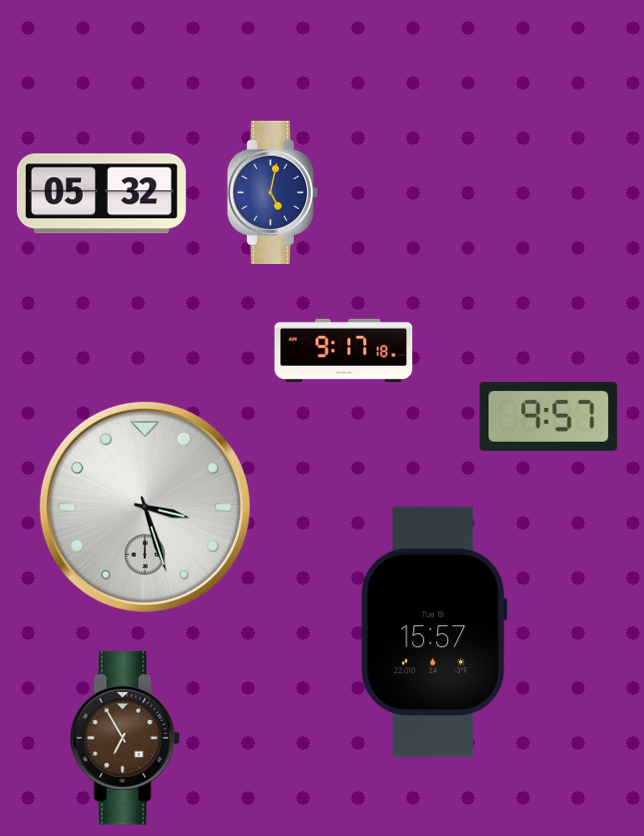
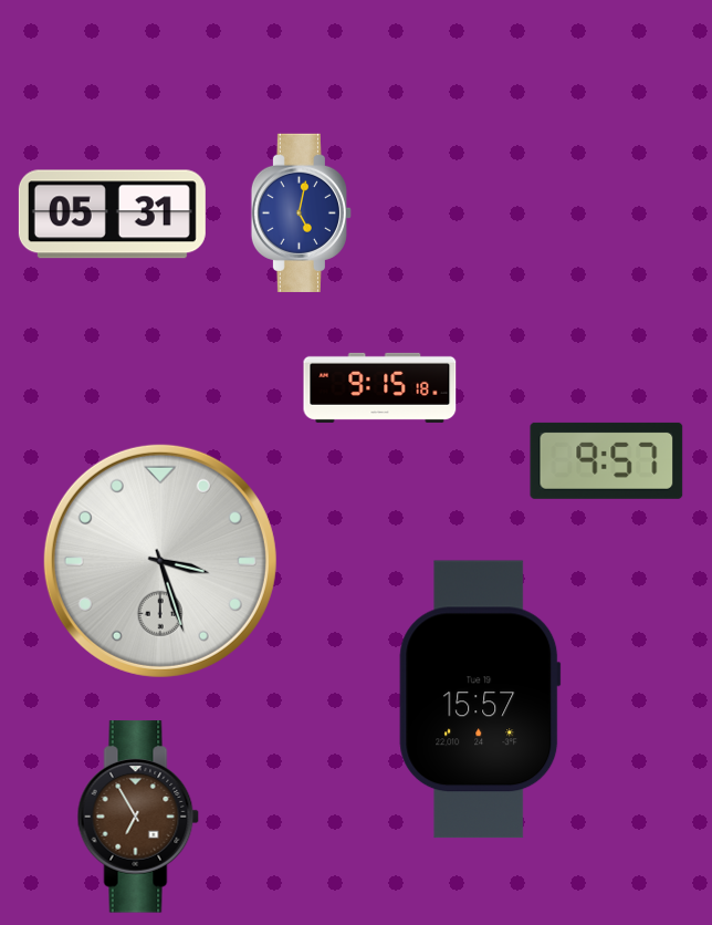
clock at (101, 194): 05:32 -> 05:31
clock at (344, 350): 9:17 -> 9:15
